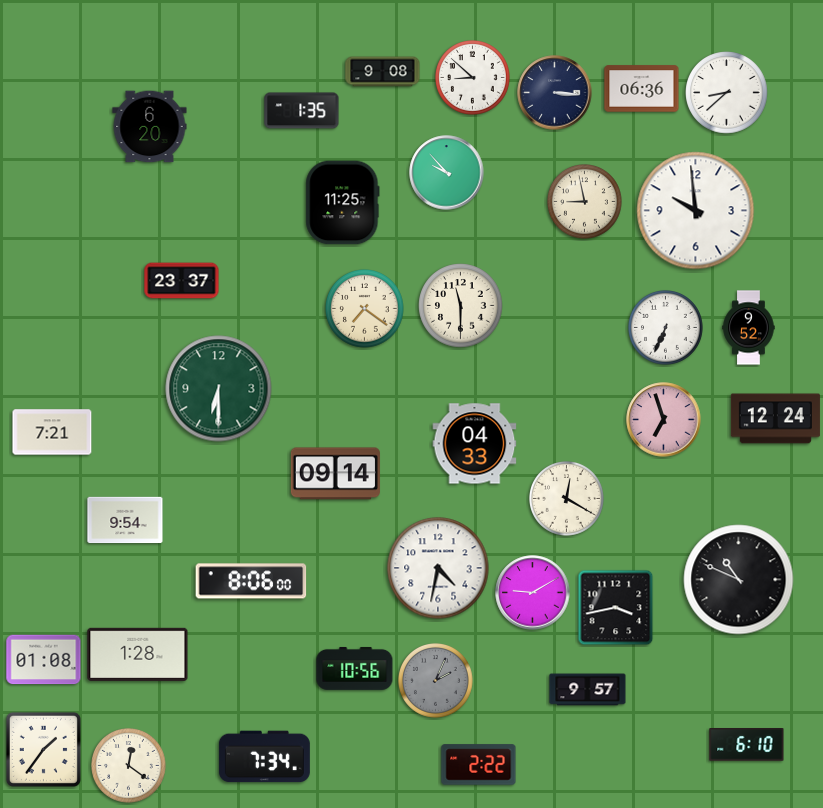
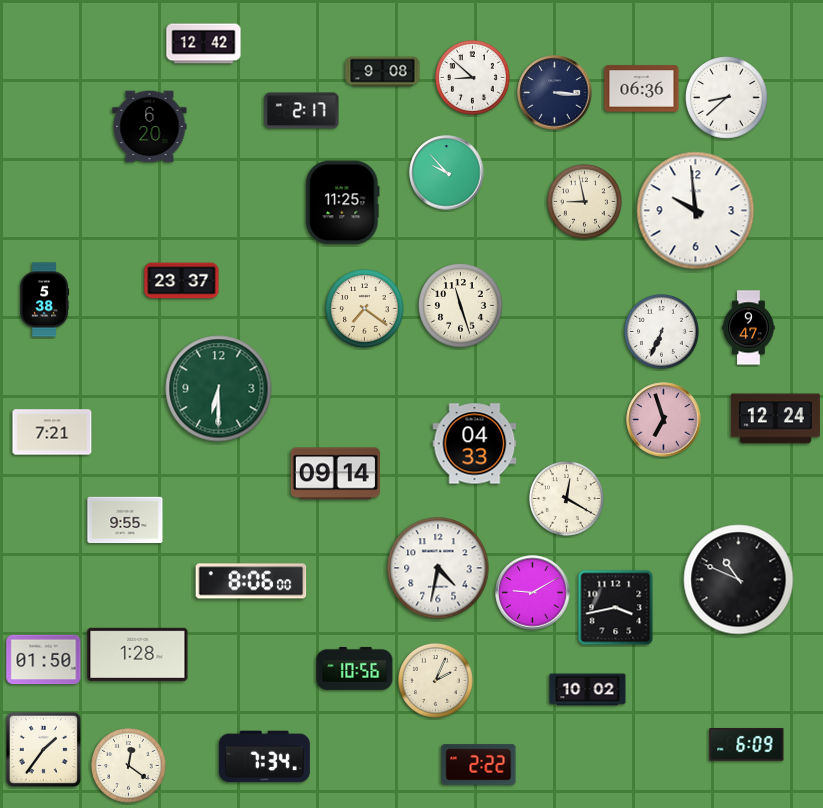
clock at (204, 44): none -> 12:42
clock at (727, 93) position: (727, 93) -> (727, 98)
clock at (302, 111): 1:35 -> 2:17
clock at (45, 300): none -> 5:38
clock at (461, 306): 11:30 -> 11:27
clock at (666, 328) position: (666, 328) -> (662, 332)
clock at (749, 328): 9:52 -> 9:47
clock at (125, 520): 9:54 -> 9:55
clock at (44, 660): 01:08 -> 01:50
clock at (436, 681) dial: grey -> cream
clock at (588, 690): 9:57 -> 10:02
clock at (747, 745): 6:10 -> 6:09
